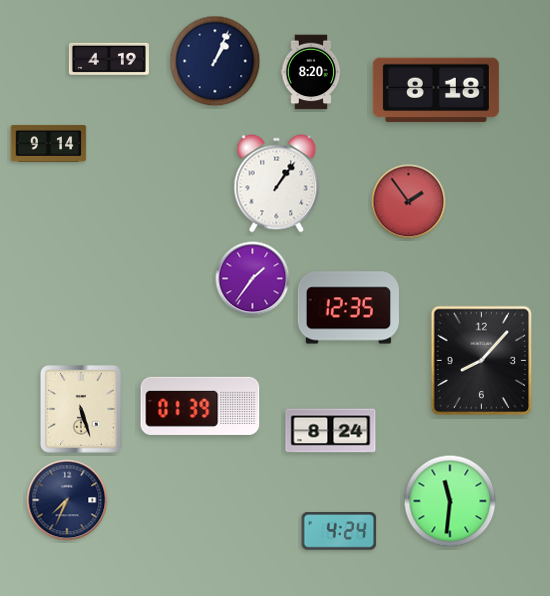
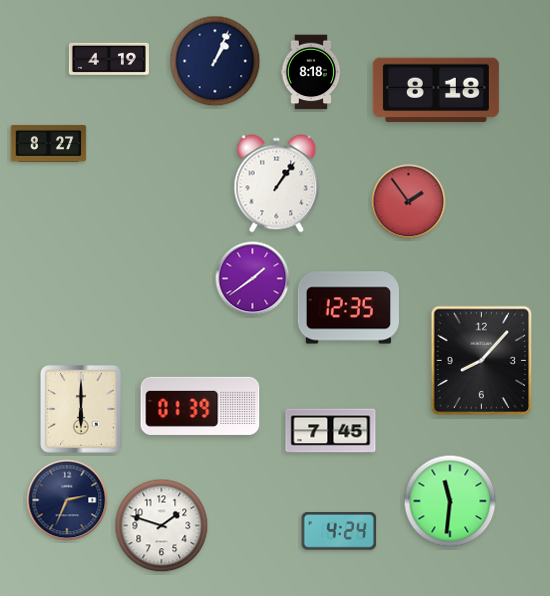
clock at (311, 72): 8:20 -> 8:18
clock at (49, 143): 9:14 -> 8:27
clock at (253, 279): 1:36 -> 1:39
clock at (81, 409): 5:27 -> 6:00
clock at (331, 431): 8:24 -> 7:45
clock at (67, 500): 7:34 -> 2:34
clock at (162, 526): none -> 1:48
